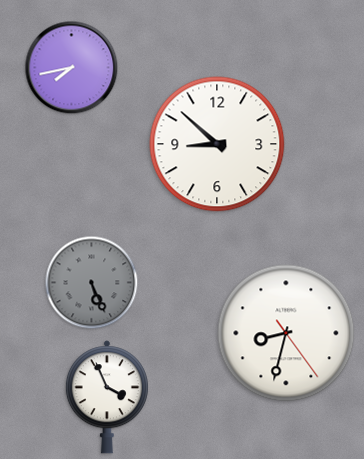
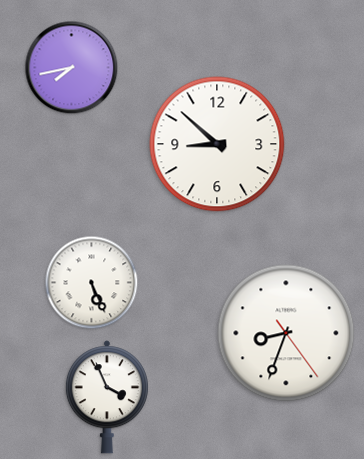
clock at (92, 283) dial: grey -> white
clock at (286, 333): 8:32 -> 8:33
